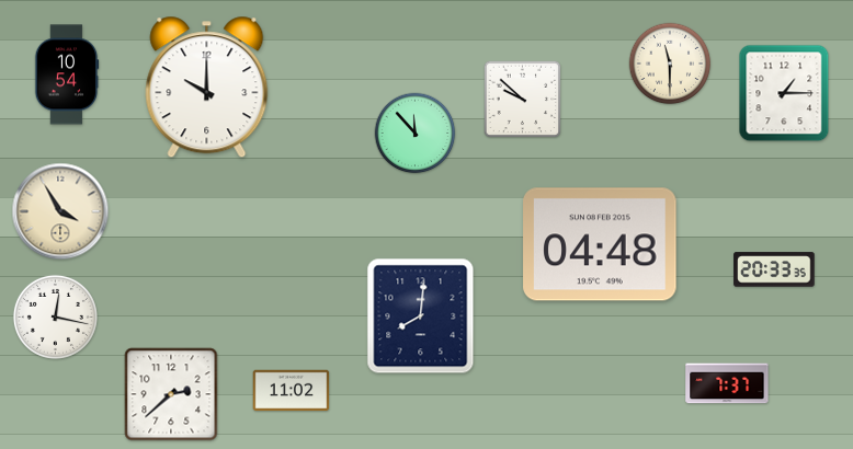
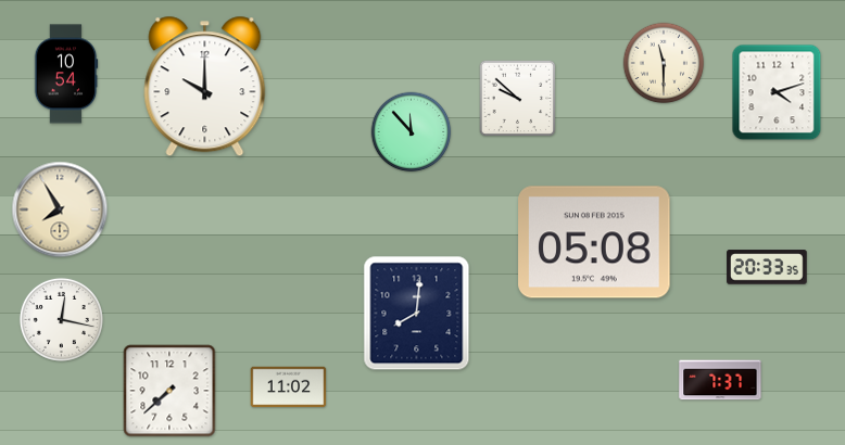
clock at (784, 93): 1:15 -> 4:12
clock at (60, 211): 3:55 -> 7:55
clock at (600, 244): 04:48 -> 05:08
clock at (55, 316) position: (55, 316) -> (61, 319)
clock at (171, 394): 2:38 -> 7:38
